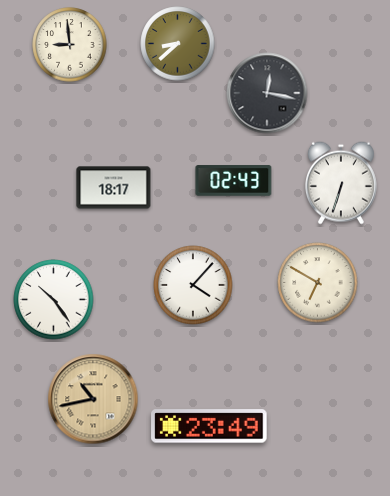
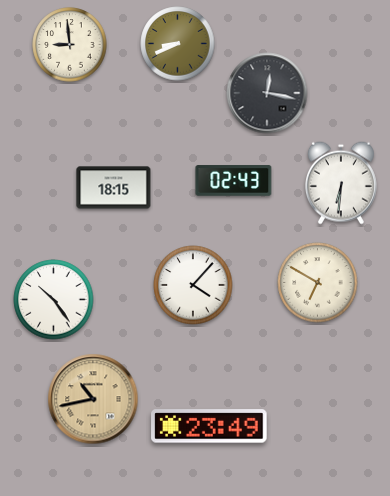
clock at (178, 44): 8:38 -> 8:41
clock at (341, 183): 6:33 -> 6:31
clock at (114, 188): 18:17 -> 18:15
